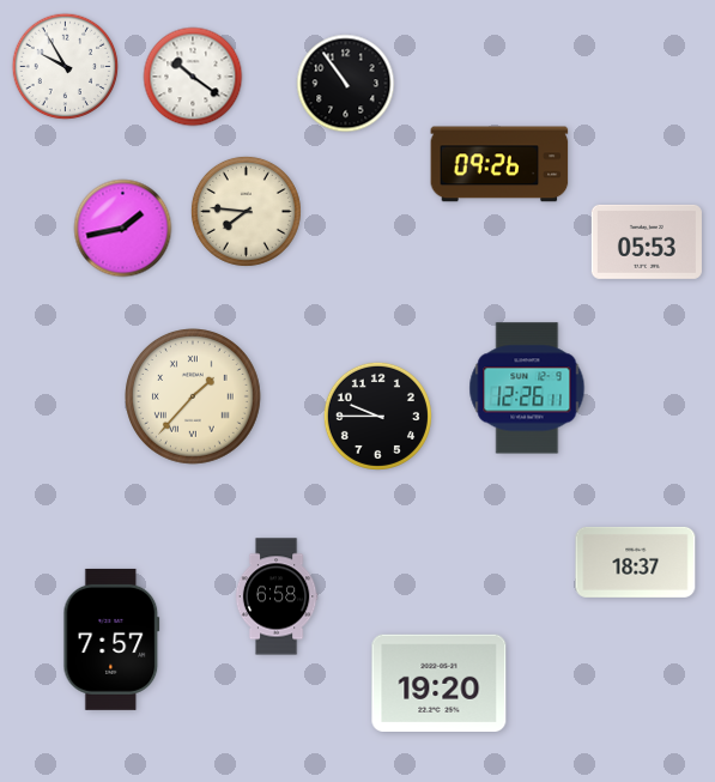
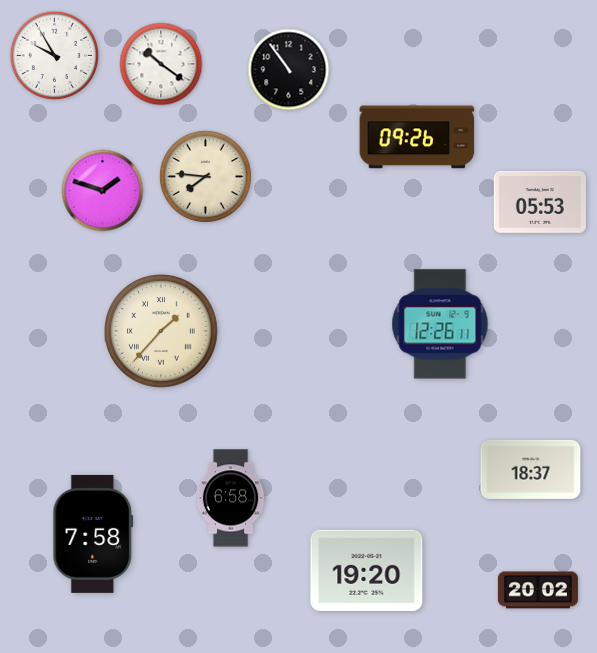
clock at (123, 229): 1:43 -> 1:48
clock at (377, 416): 9:45 -> none
clock at (111, 639): 7:57 -> 7:58
clock at (538, 590): none -> 20:02
